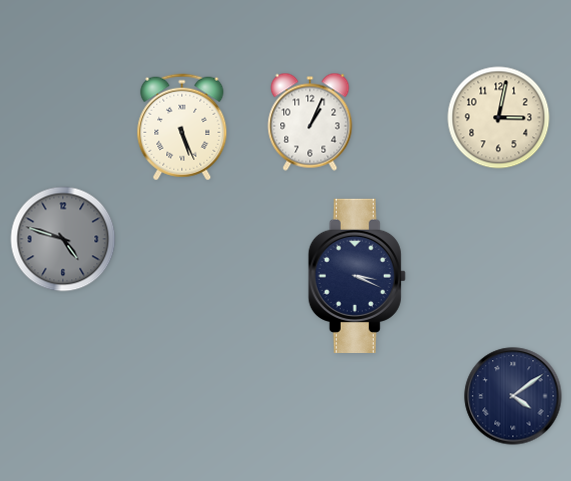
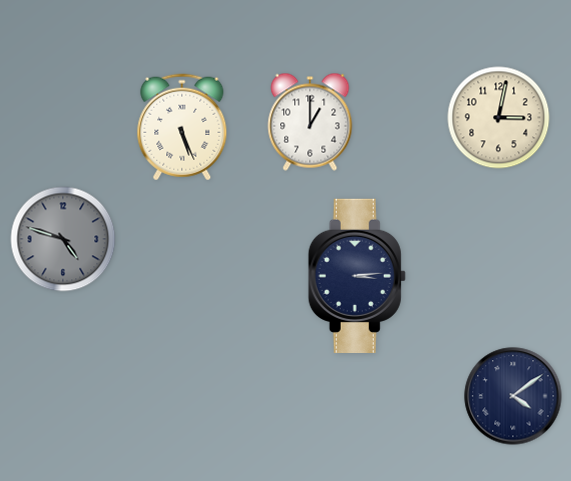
clock at (310, 122): 1:04 -> 1:00
clock at (357, 275): 3:19 -> 3:14
